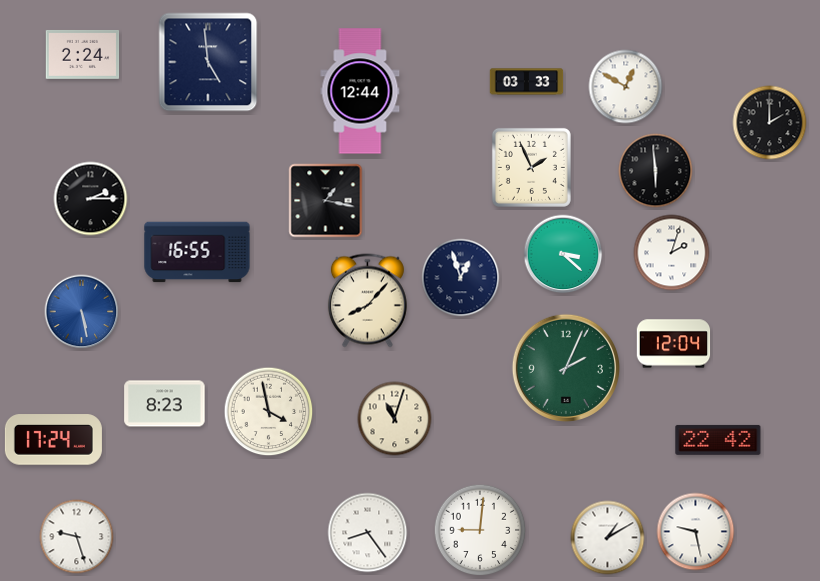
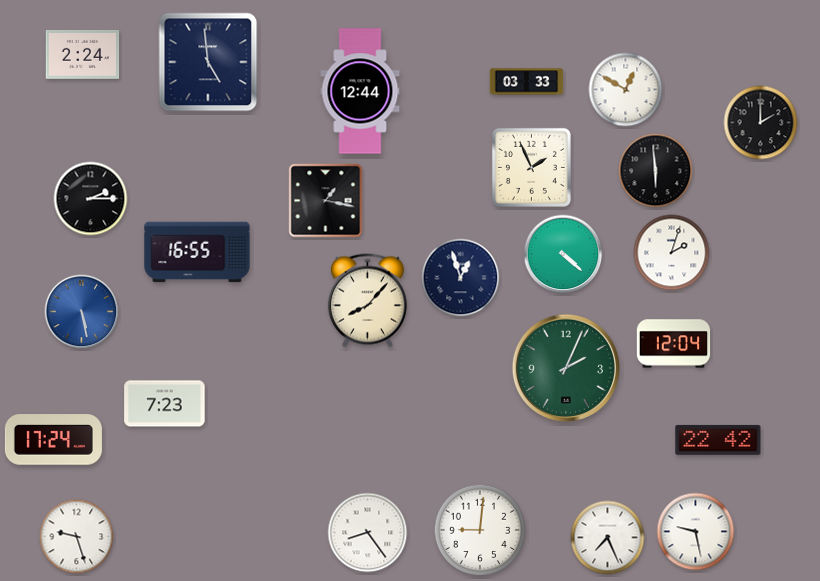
clock at (626, 87) position: (626, 87) -> (626, 90)
clock at (770, 123) position: (770, 123) -> (761, 123)
clock at (563, 254): 3:22 -> 4:22
clock at (165, 404): 8:23 -> 7:23
clock at (269, 412): 3:58 -> none
clock at (395, 419): 11:03 -> none
clock at (608, 538): 1:10 -> 7:26
